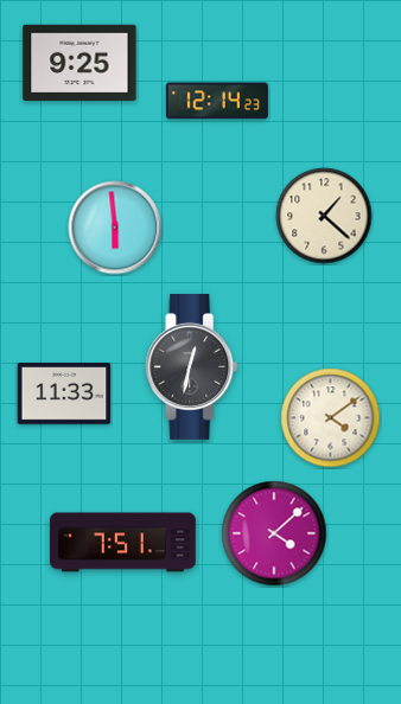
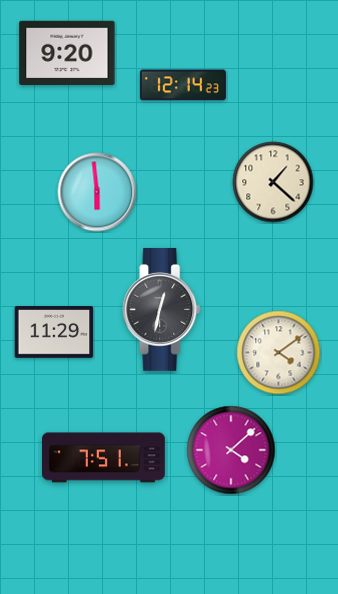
clock at (79, 62): 9:25 -> 9:20
clock at (64, 393): 11:33 -> 11:29
